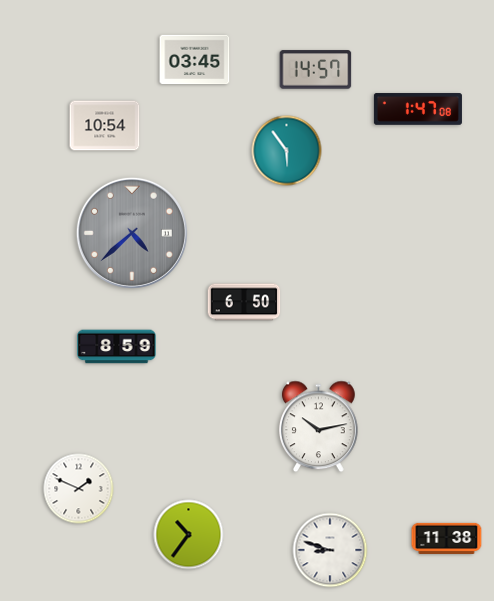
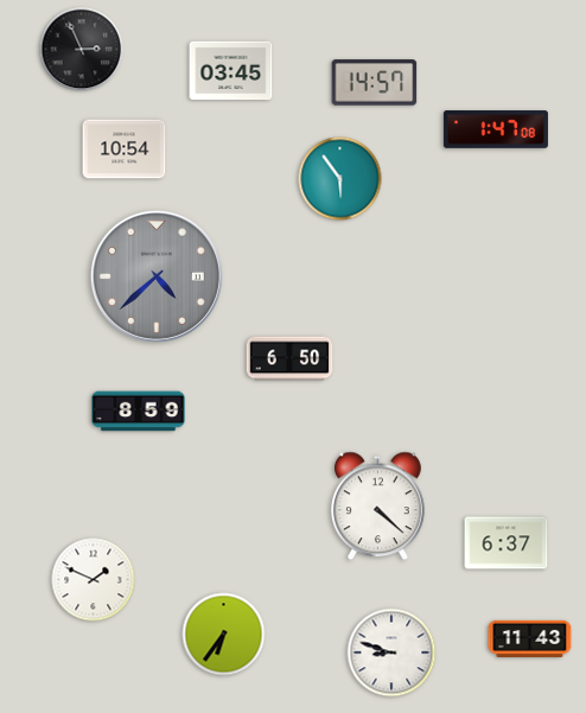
clock at (82, 50): none -> 2:56
clock at (319, 427): 10:13 -> 4:22
clock at (507, 543): none -> 6:37
clock at (189, 535): 10:36 -> 6:36
clock at (447, 538): 11:38 -> 11:43
